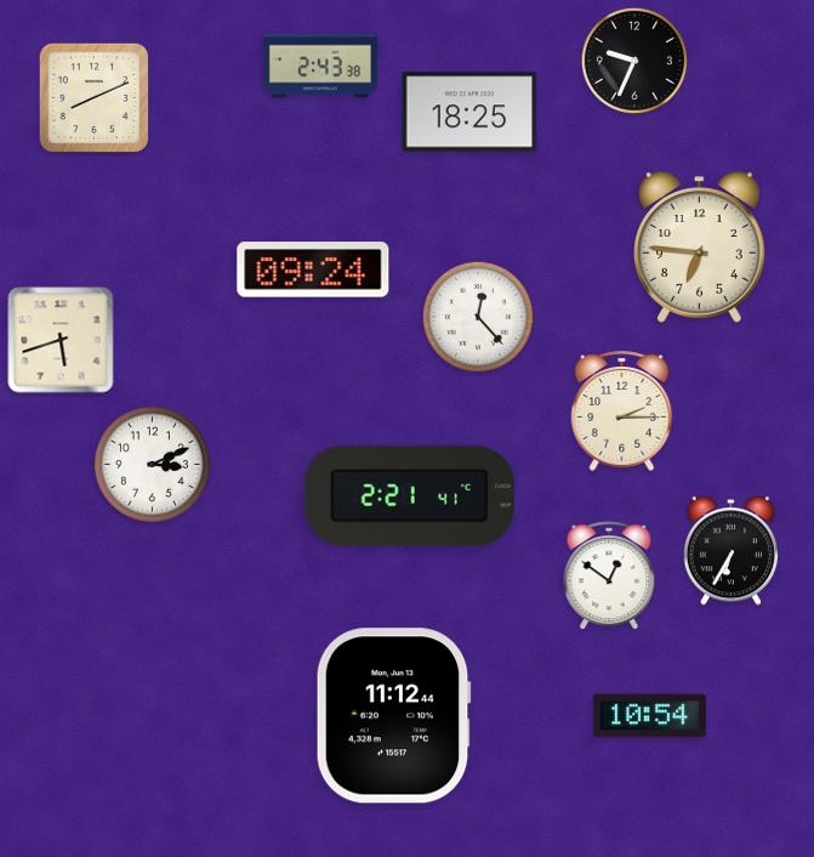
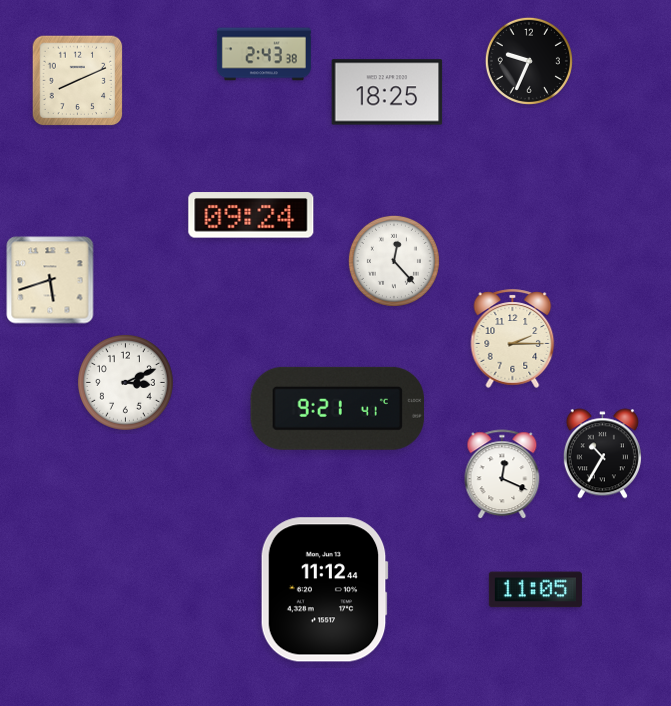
clock at (634, 61) position: (634, 61) -> (529, 61)
clock at (700, 248): 6:46 -> none
clock at (313, 269) position: (313, 269) -> (251, 215)
clock at (409, 495): 2:21 -> 9:21
clock at (730, 551): 6:35 -> 10:35
clock at (609, 577): 12:51 -> 12:19
clock at (649, 716): 10:54 -> 11:05
